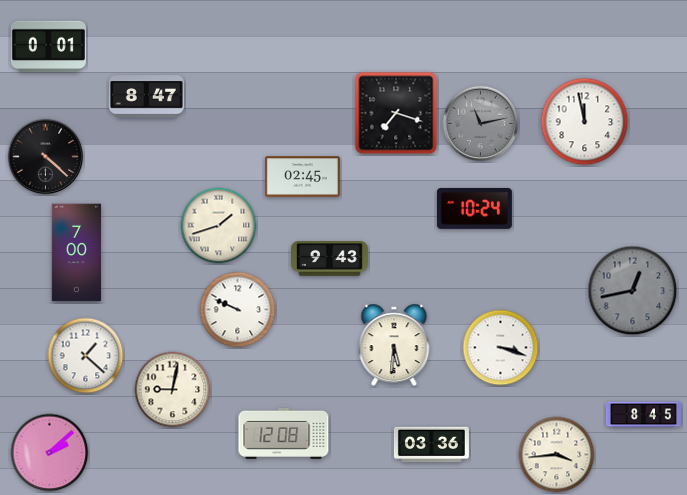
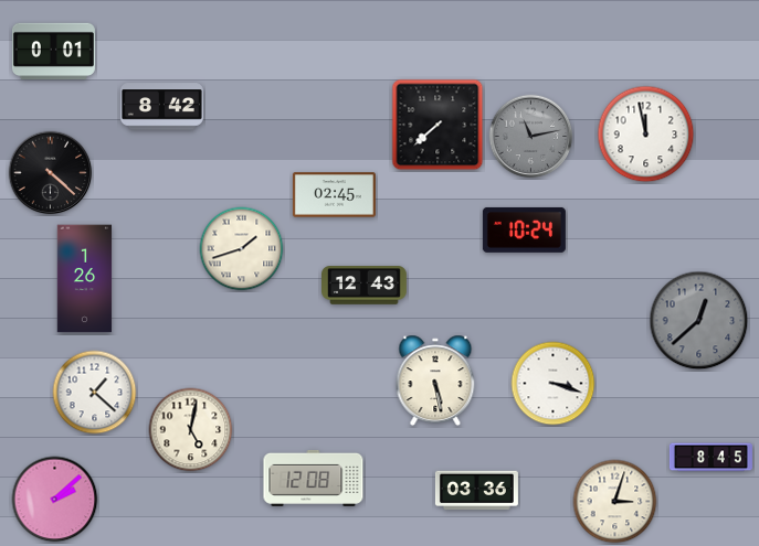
clock at (146, 97): 8:47 -> 8:42
clock at (396, 113): 7:18 -> 7:38
clock at (77, 253): 7:00 -> 1:26
clock at (330, 259): 9:43 -> 12:43
clock at (633, 291): 12:43 -> 12:38
clock at (238, 310): 9:49 -> none
clock at (394, 345): 5:31 -> 5:28
clock at (173, 390): 9:02 -> 5:02
clock at (557, 455): 3:44 -> 3:03
